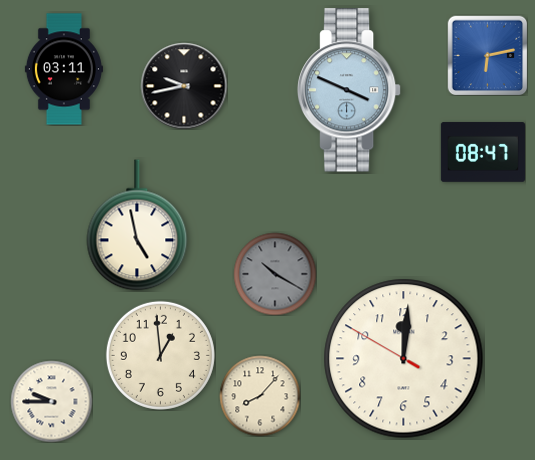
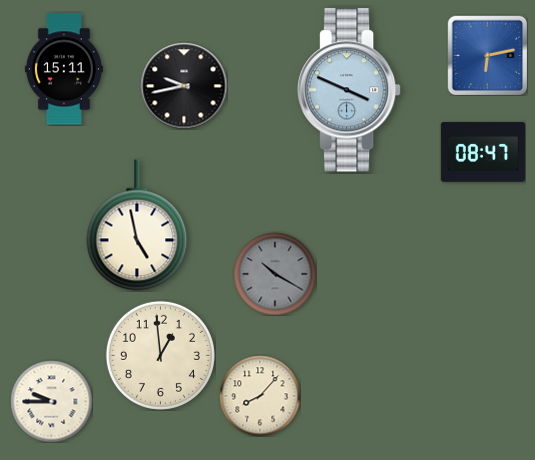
clock at (64, 69): 03:11 -> 15:11
clock at (404, 359): 12:00 -> none
